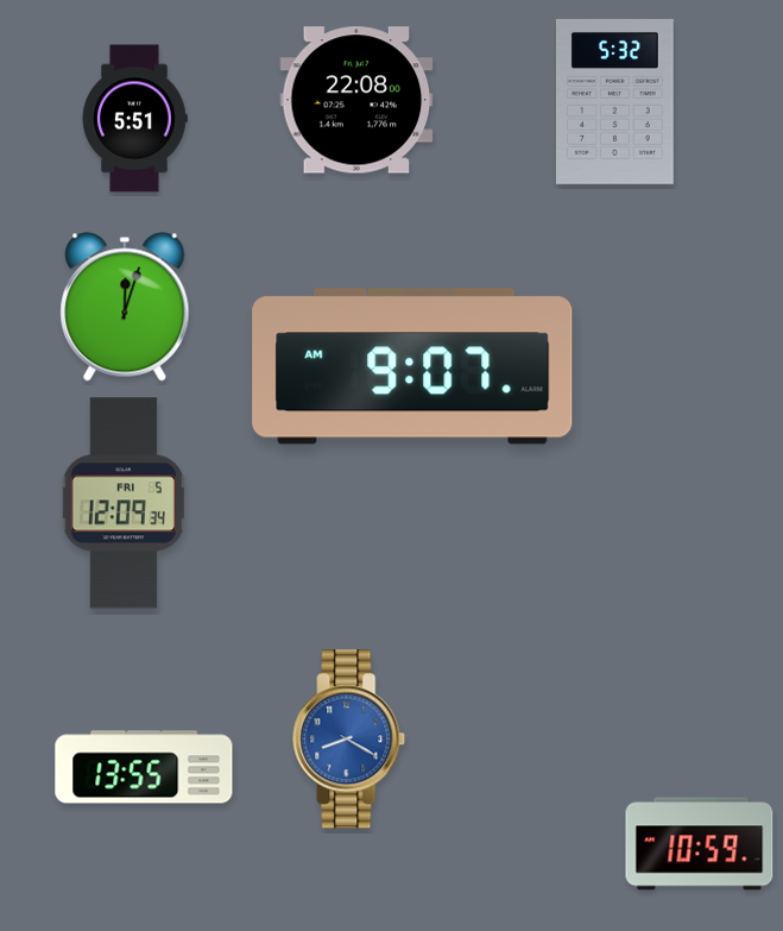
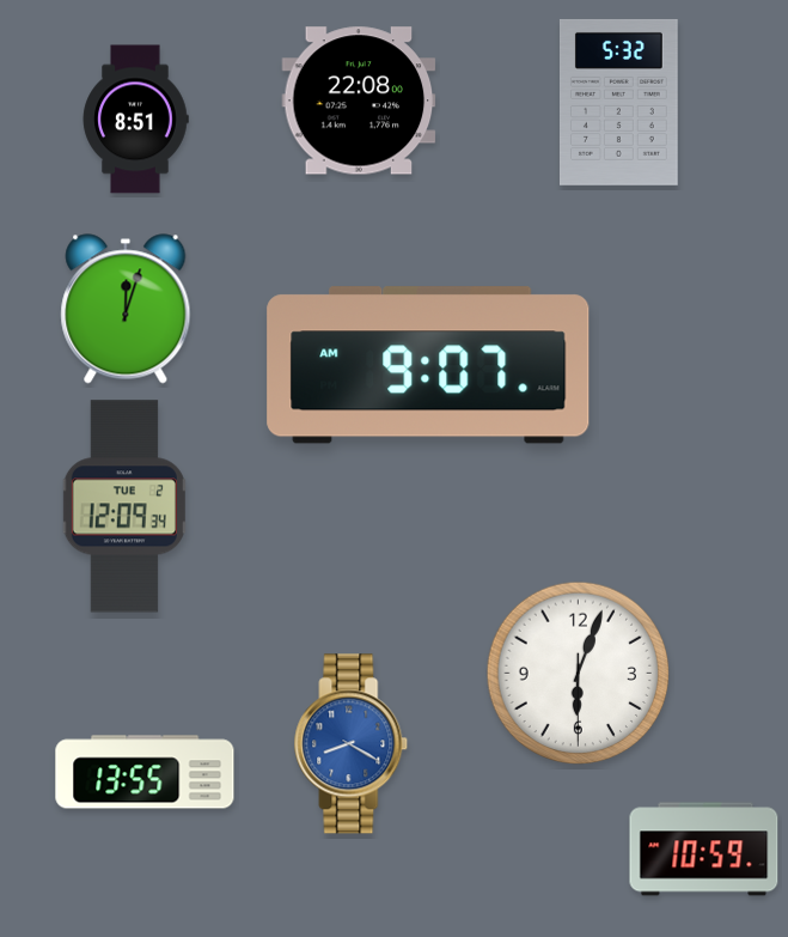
clock at (134, 119): 5:51 -> 8:51
clock at (412, 366) position: (412, 366) -> (428, 365)
clock at (124, 503) date: FRI 5 -> TUE 2
clock at (579, 674): none -> 6:03
